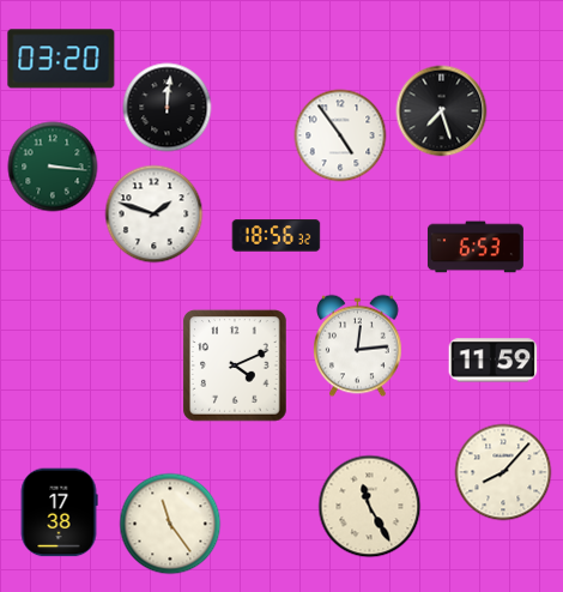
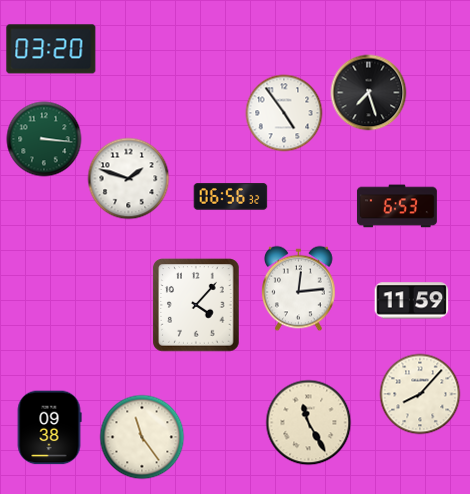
clock at (168, 108): 12:01 -> none
clock at (277, 236): 18:56 -> 06:56
clock at (235, 366): 4:11 -> 4:07
clock at (59, 513): 17:38 -> 09:38
